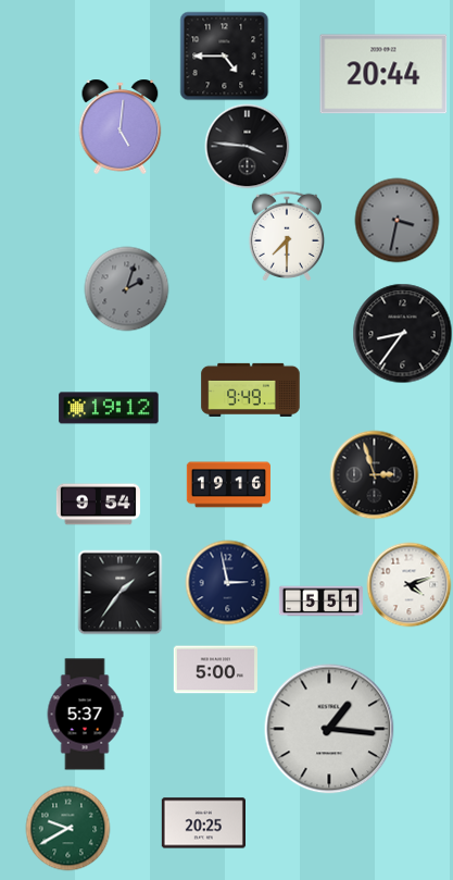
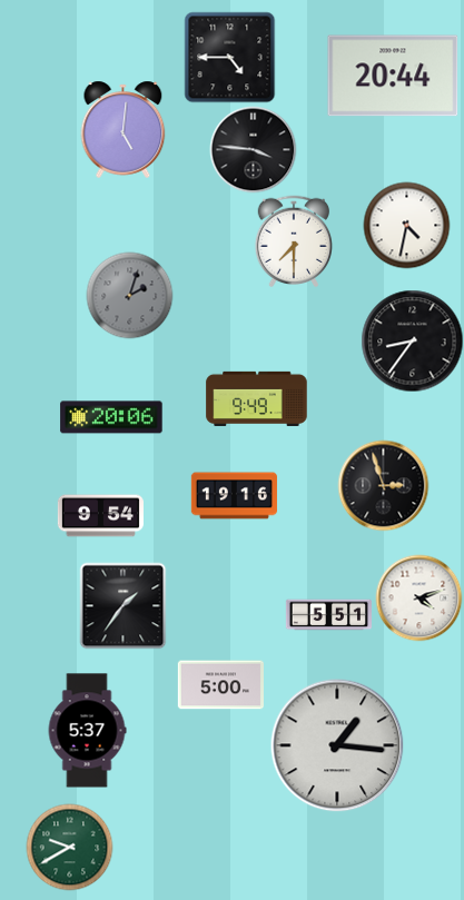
clock at (397, 220): 3:32 -> 4:32
clock at (397, 220) dial: grey -> white
clock at (109, 408): 19:12 -> 20:06
clock at (227, 582): 2:58 -> none
clock at (203, 823): 20:25 -> none
